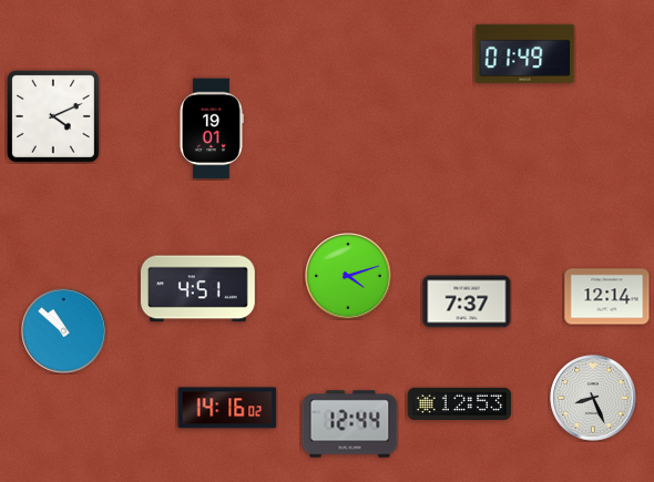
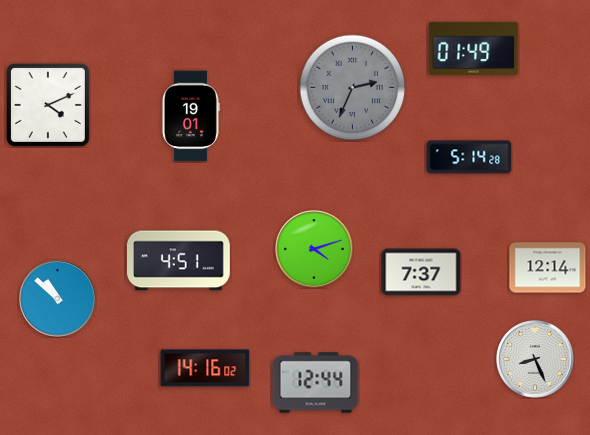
clock at (353, 88): none -> 2:34
clock at (469, 157): none -> 5:14
clock at (460, 403): 12:53 -> none
